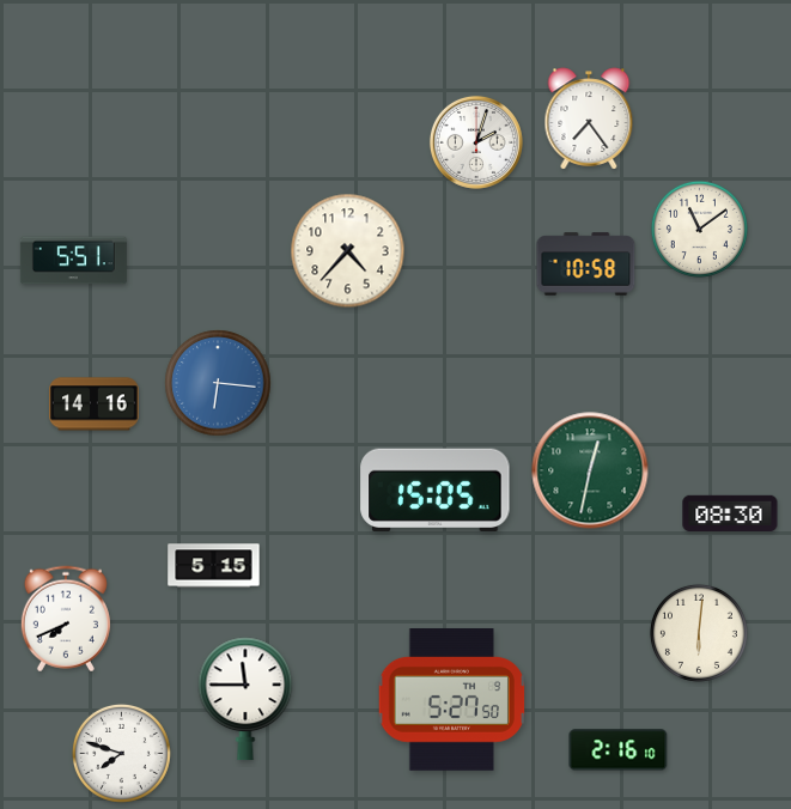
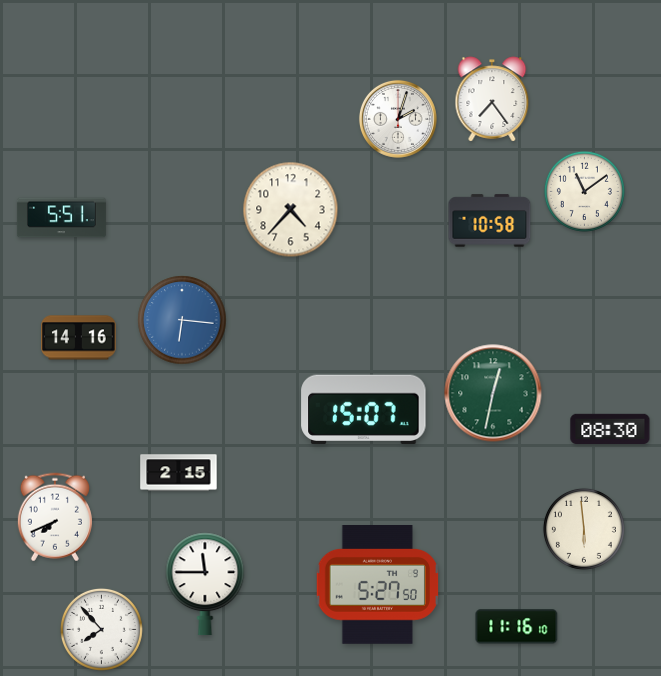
clock at (436, 489): 15:05 -> 15:07
clock at (214, 566): 5:15 -> 2:15
clock at (699, 633): 6:01 -> 5:59
clock at (619, 750): 2:16 -> 11:16
clock at (121, 753): 7:48 -> 7:53
